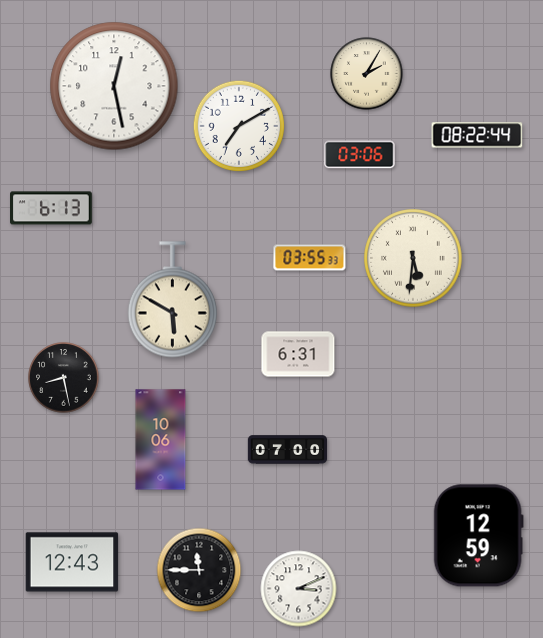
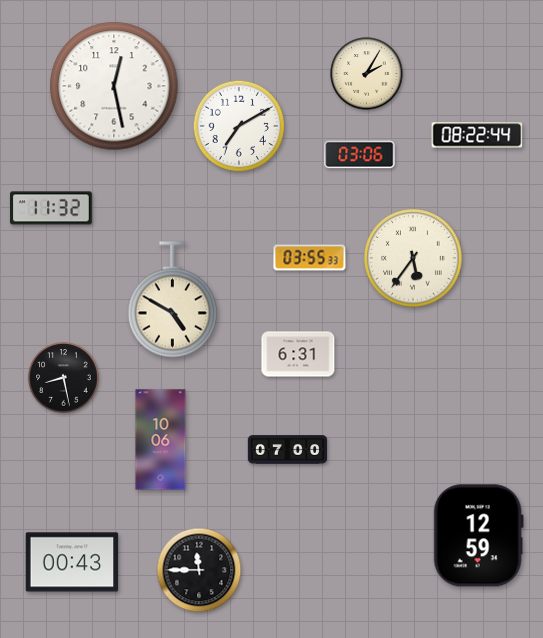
clock at (52, 208): 6:13 -> 11:32
clock at (413, 258): 5:31 -> 5:36
clock at (172, 300): 5:50 -> 4:50
clock at (72, 562): 12:43 -> 00:43
clock at (299, 589): 3:11 -> none
